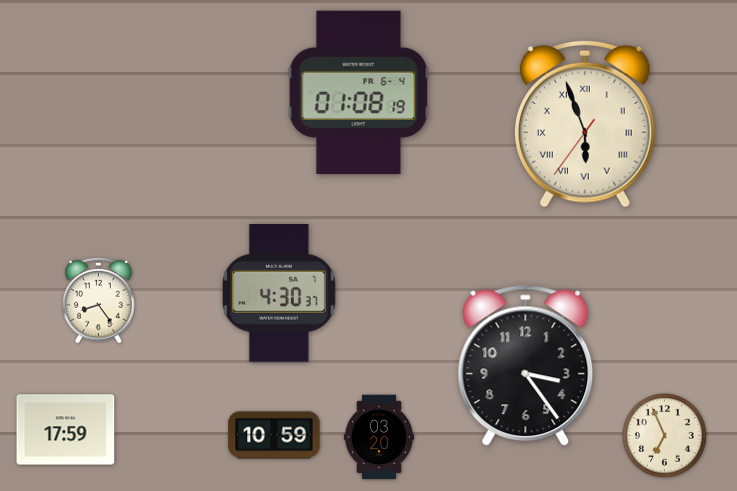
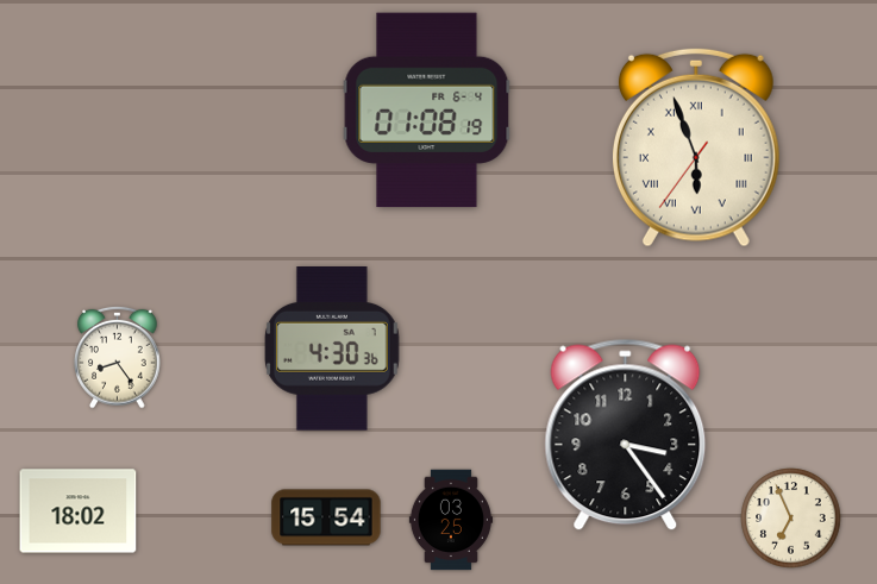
clock at (279, 294): 4:30:37 -> 4:30:36
clock at (66, 430): 17:59 -> 18:02
clock at (274, 435): 10:59 -> 15:54
clock at (379, 437): 03:20 -> 03:25
